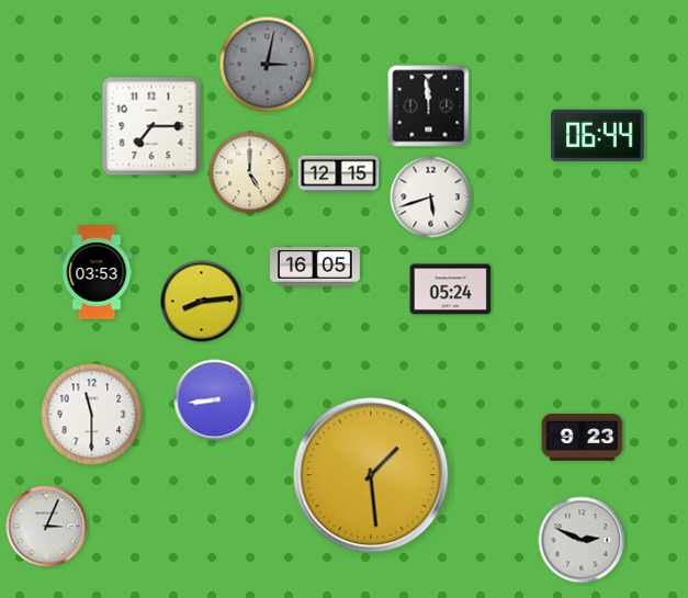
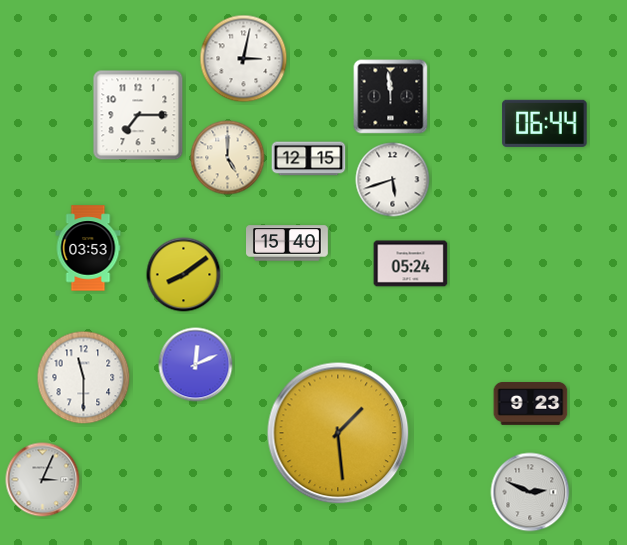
clock at (268, 65) dial: grey -> white
clock at (316, 267): 16:05 -> 15:40
clock at (202, 302): 8:14 -> 8:09
clock at (215, 400): 8:44 -> 12:11
clock at (583, 438) position: (583, 438) -> (531, 404)
